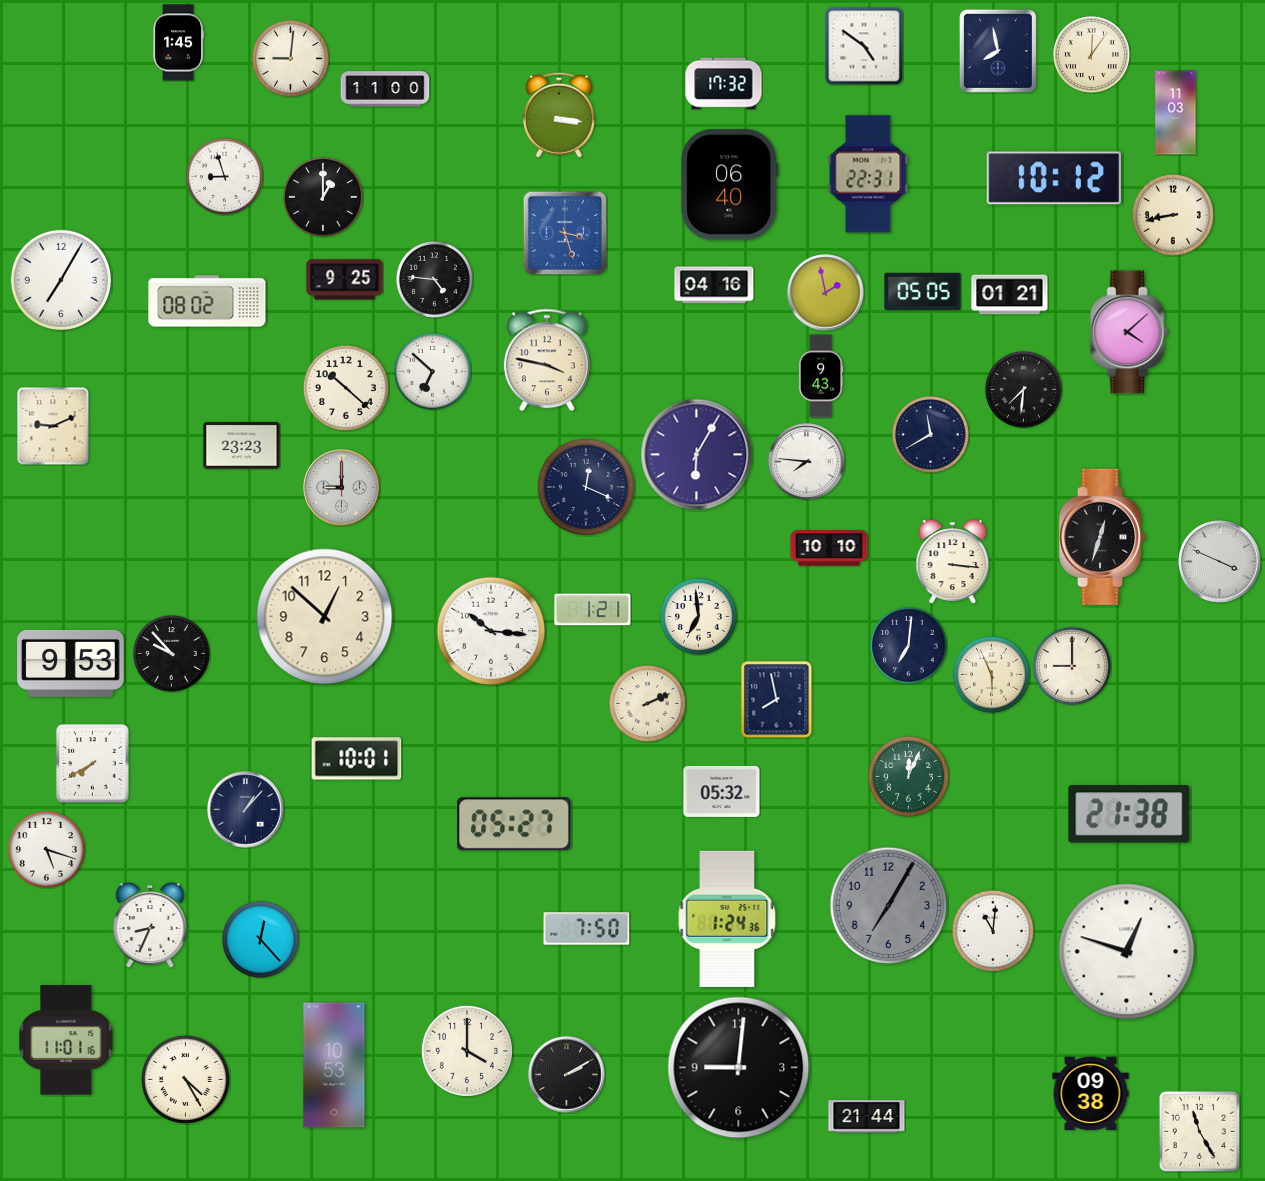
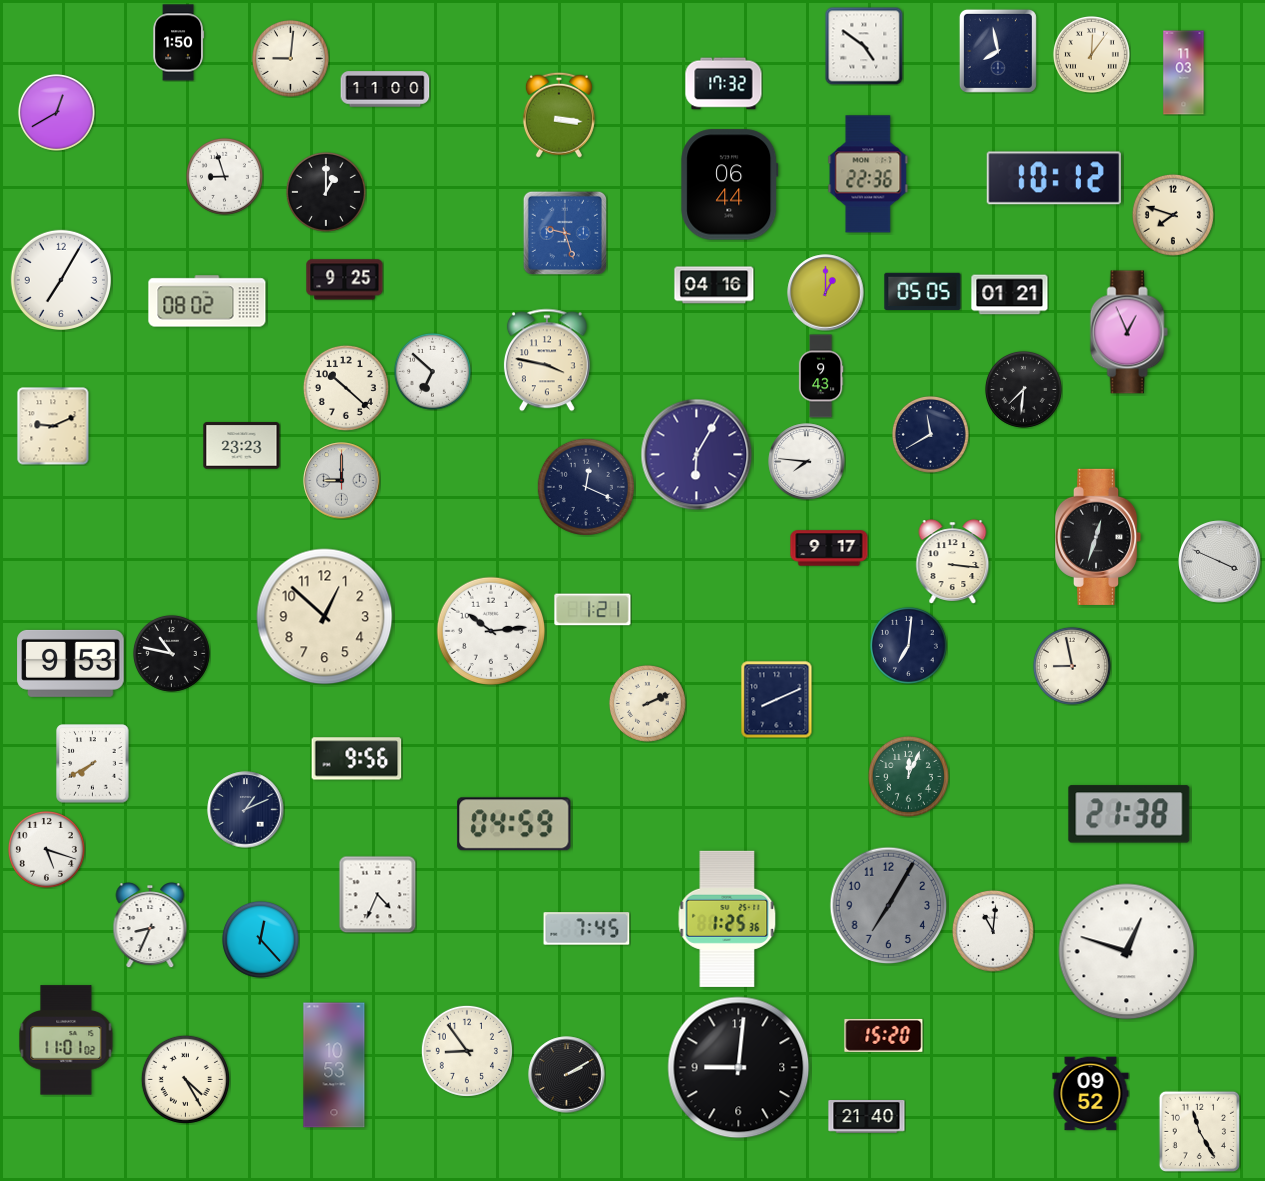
clock at (179, 43): 1:45 -> 1:50
clock at (56, 112): none -> 12:40
clock at (1176, 113) position: (1176, 113) -> (1184, 73)
clock at (868, 174): 22:31 -> 22:36
clock at (730, 185): 06:40 -> 06:44
clock at (323, 197) position: (323, 197) -> (326, 192)
clock at (1173, 215): 8:43 -> 7:48
clock at (565, 233): 3:27 -> 9:27
clock at (434, 279): 4:46 -> none
clock at (826, 293): 1:58 -> 1:00
clock at (1129, 332): 4:08 -> 12:56
clock at (342, 488) position: (342, 488) -> (342, 481)
clock at (1102, 537) position: (1102, 537) -> (1098, 537)
clock at (829, 548): 10:10 -> 9:17
clock at (698, 616): 6:59 -> none
clock at (491, 631): 10:16 -> 10:14
clock at (171, 653): 9:53 -> 10:47
clock at (1072, 666): 9:00 -> 8:58
clock at (991, 674): 5:56 -> none
clock at (777, 699): 7:58 -> 8:11
clock at (357, 759): 10:01 -> 9:56
clock at (722, 791): 05:32 -> none
clock at (246, 810): 1:07 -> 1:11
clock at (514, 824): 05:27 -> 04:59
clock at (377, 894): none -> 4:34
clock at (727, 919): 1:24 -> 1:25
clock at (587, 929): 7:50 -> 7:45
clock at (884, 1035): none -> 15:20
clock at (66, 1040): 11:01:16 -> 11:01:02
clock at (467, 1051): 4:00 -> 8:54
clock at (1091, 1094): 09:38 -> 09:52
clock at (867, 1117): 21:44 -> 21:40
